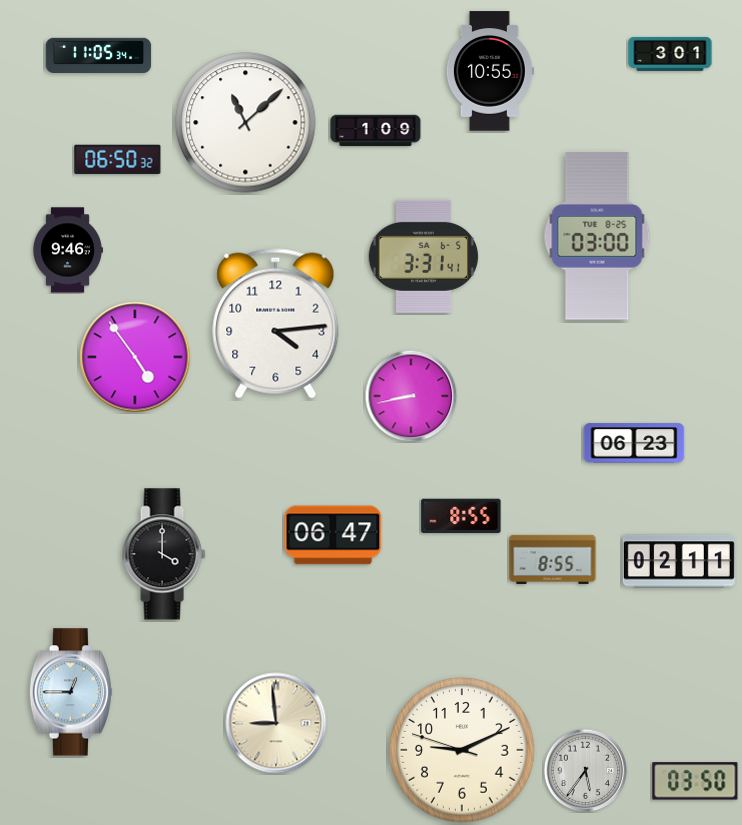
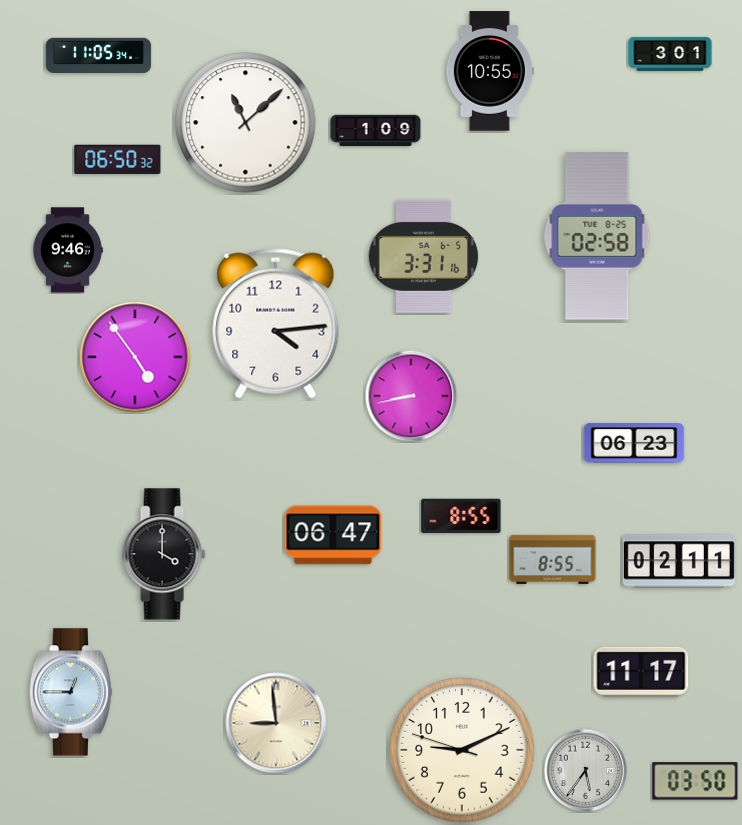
clock at (597, 236): 03:00 -> 02:58
clock at (423, 256): 3:31:41 -> 3:31:16
clock at (641, 672): none -> 11:17
